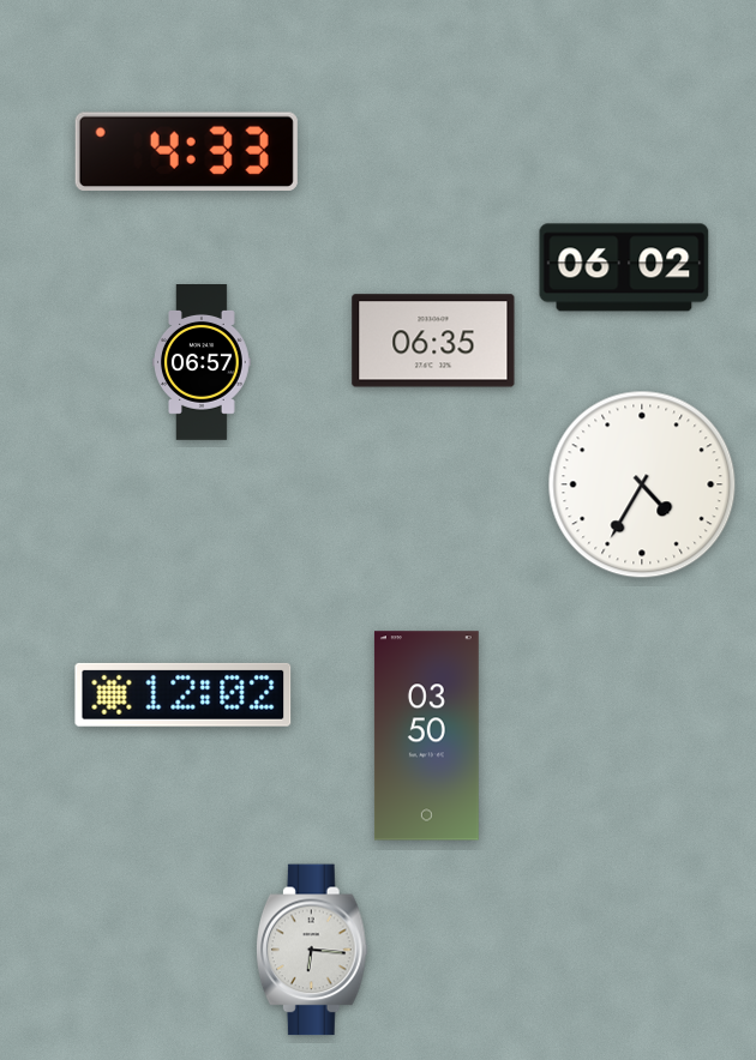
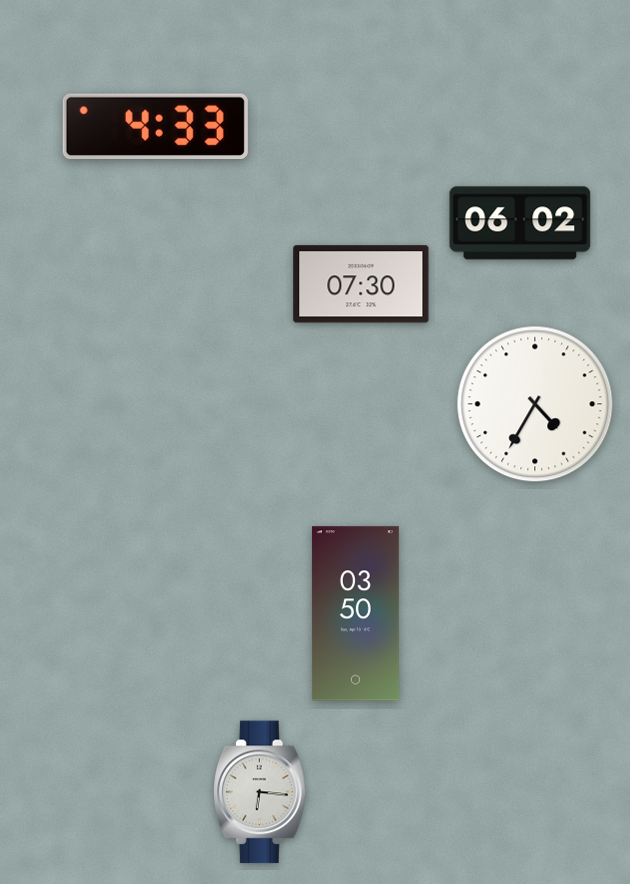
clock at (433, 341): 06:35 -> 07:30
clock at (203, 363): 06:57 -> none
clock at (184, 694): 12:02 -> none
